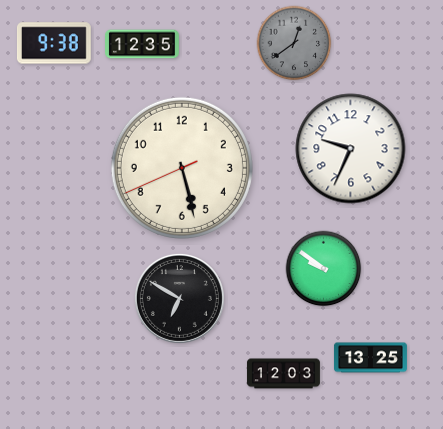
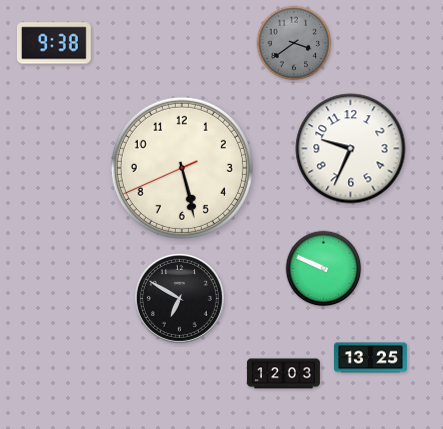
clock at (294, 43): 12:39 -> 3:39
clock at (143, 44): 12:35 -> none
clock at (324, 269): 9:51 -> 9:49
